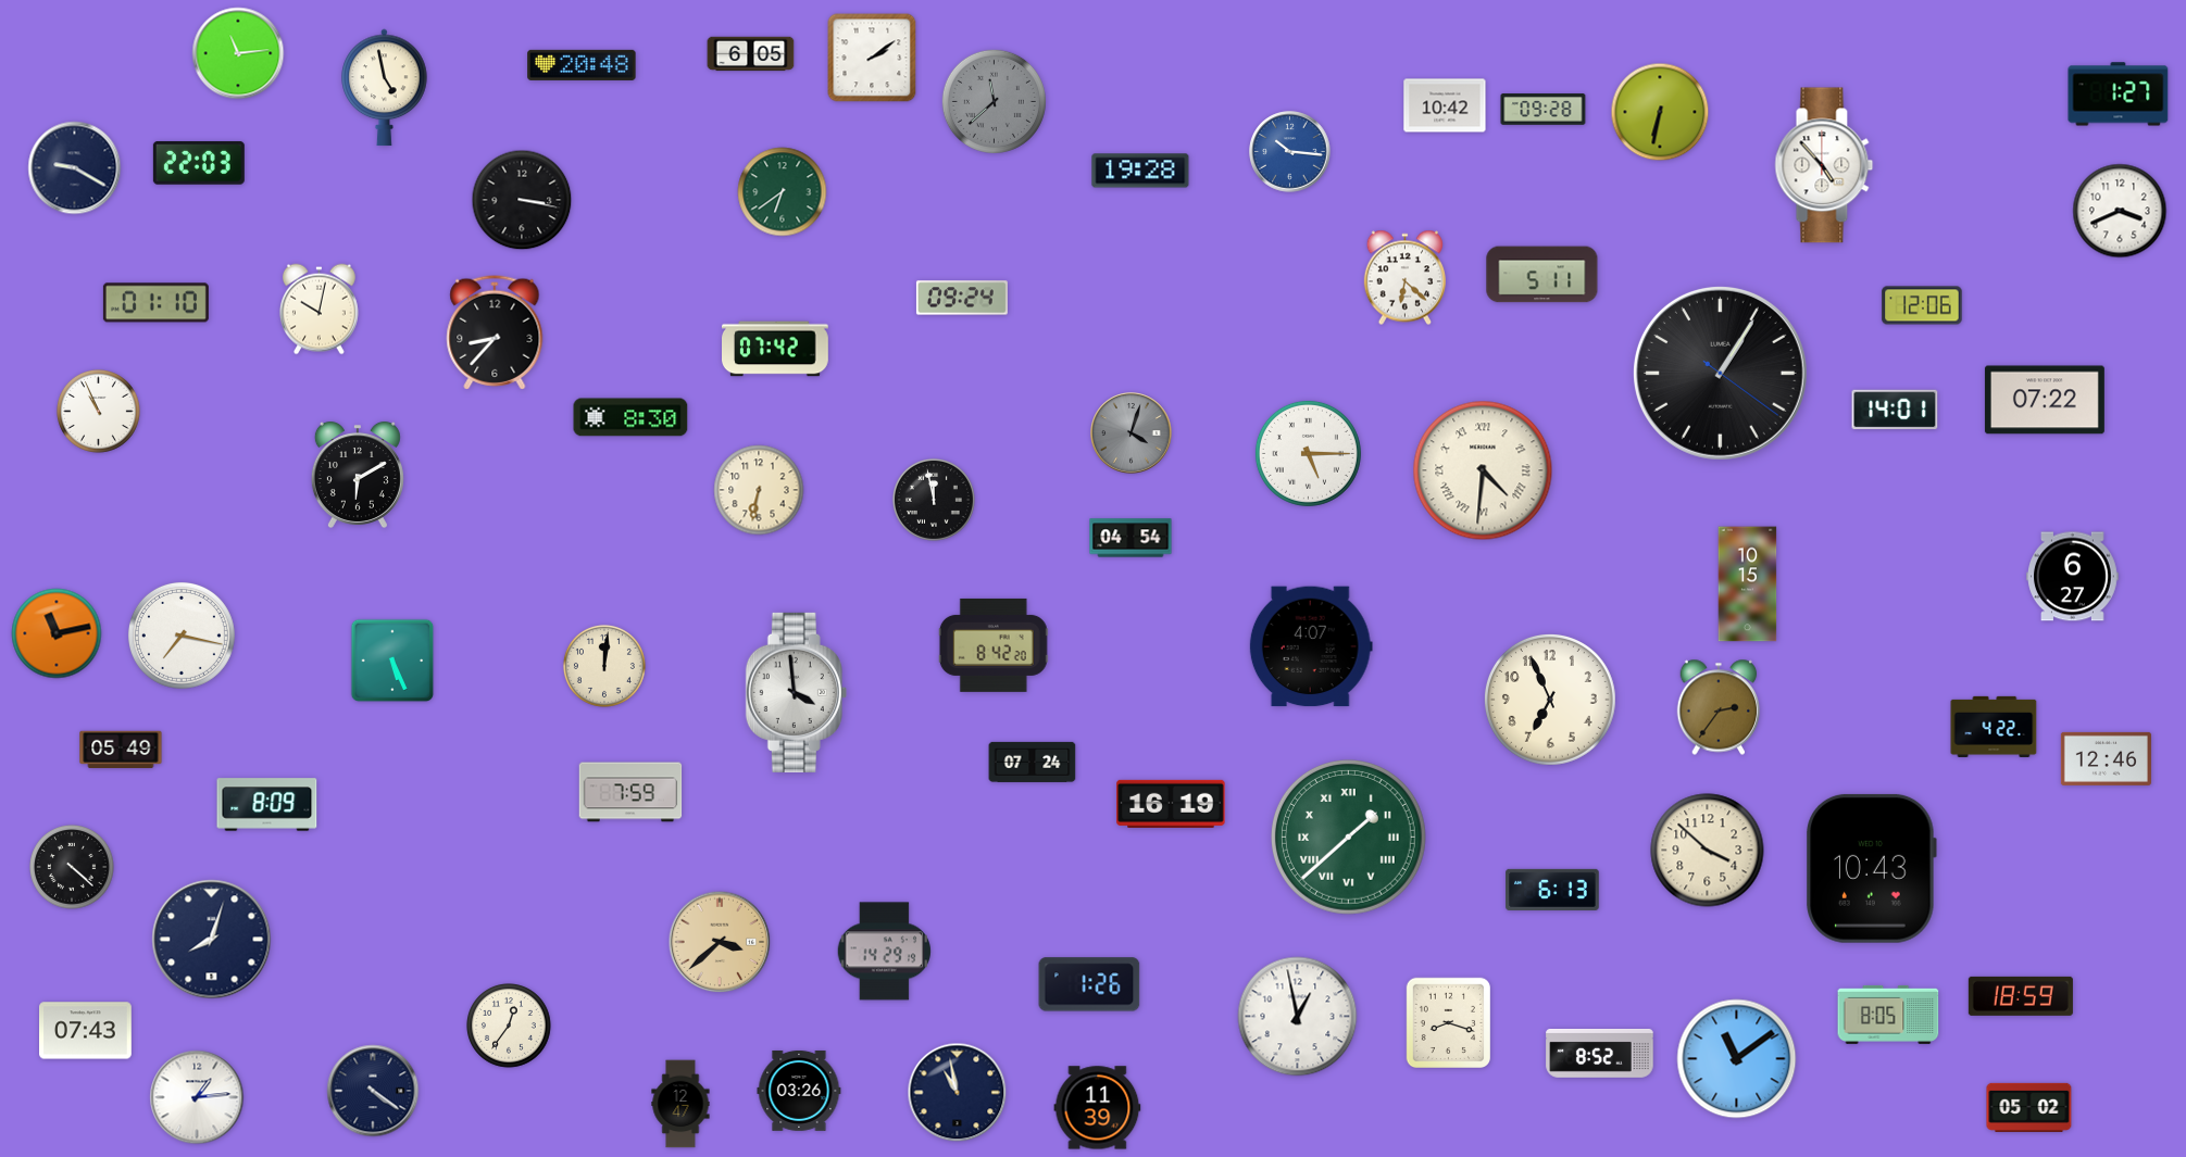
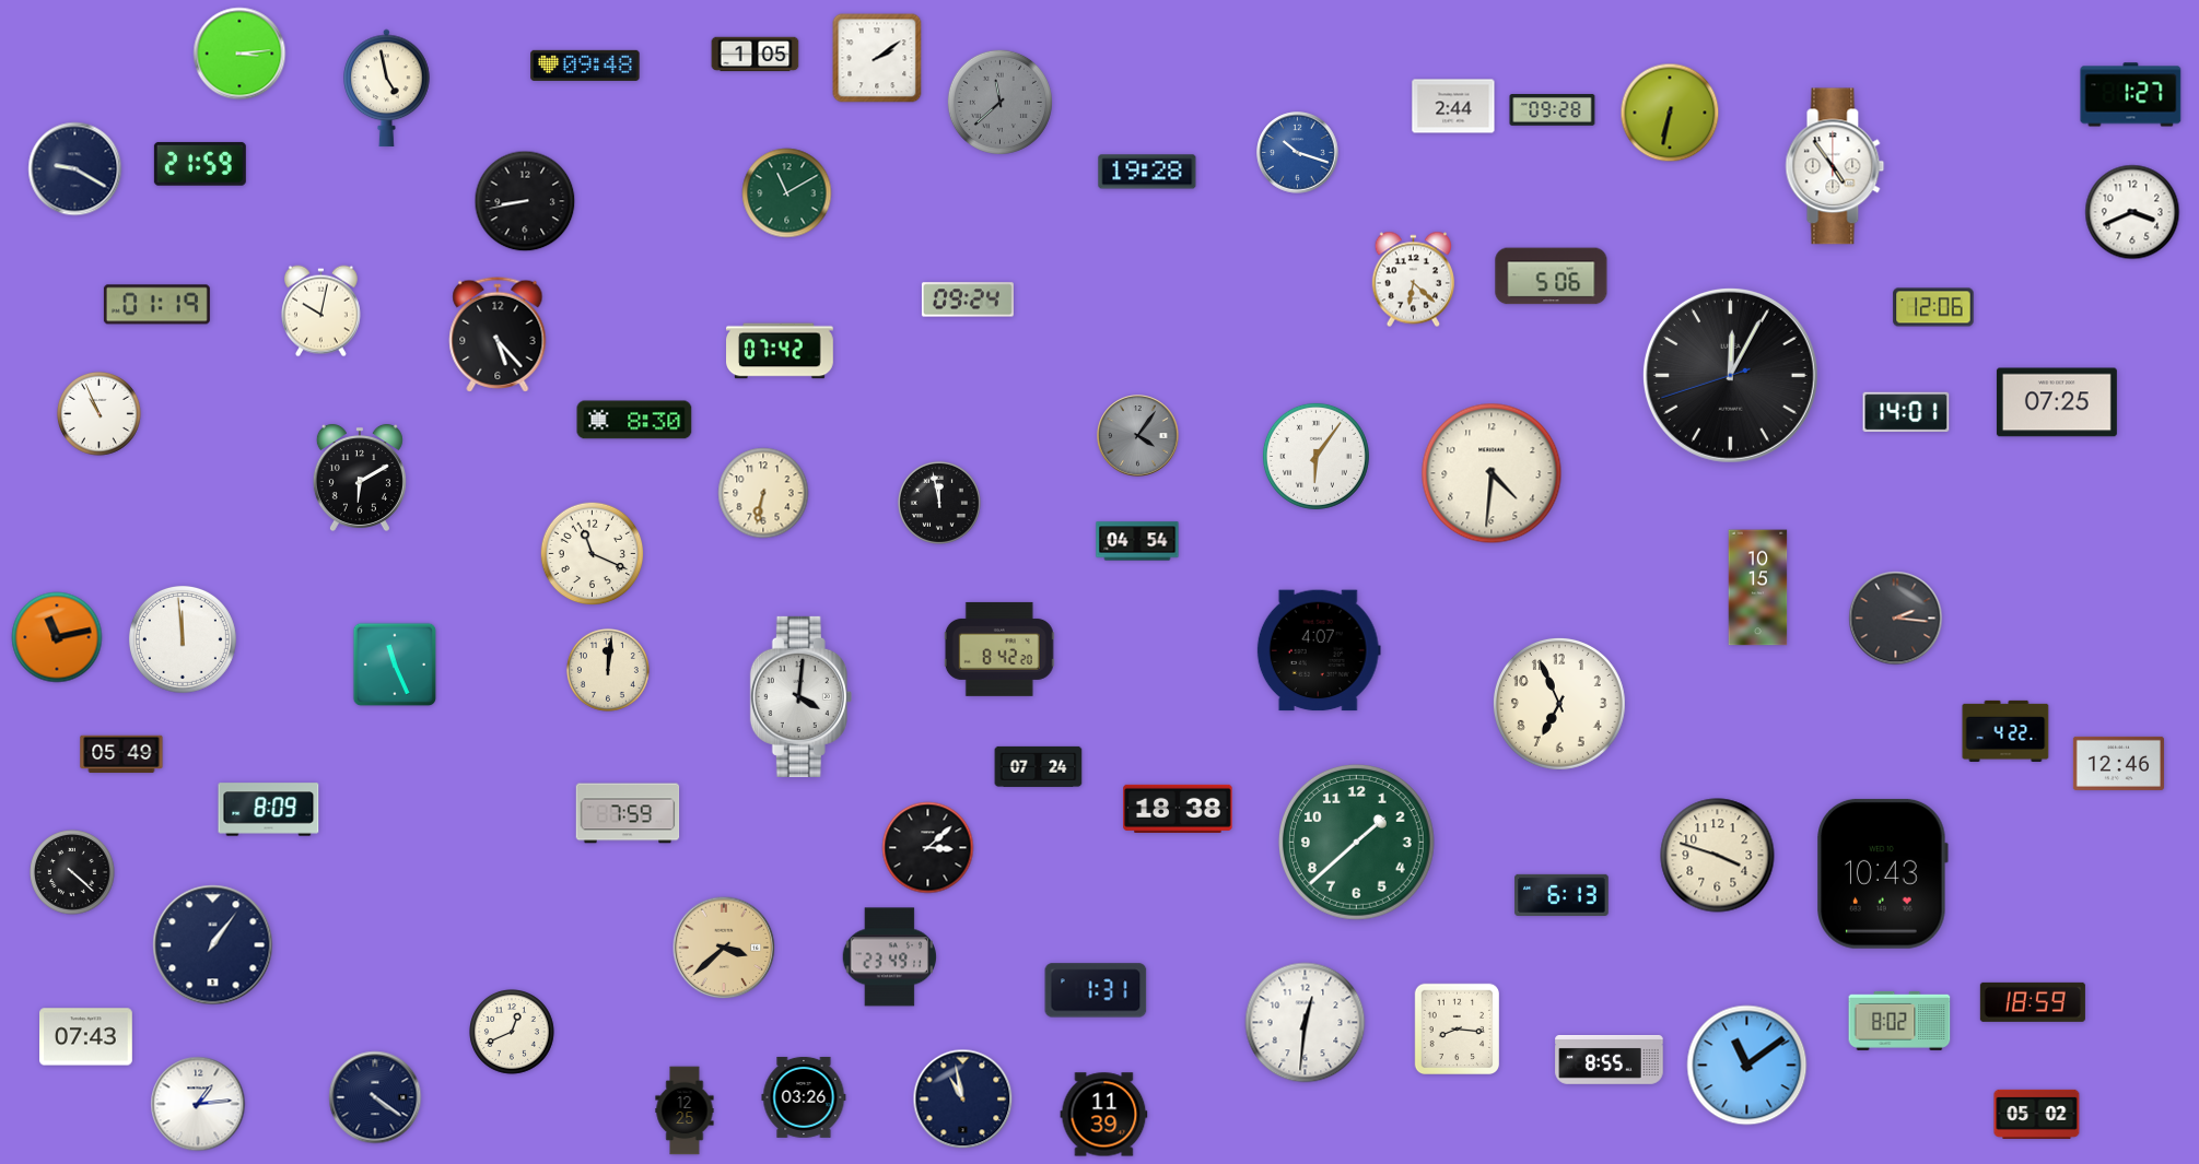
clock at (238, 53): 11:14 -> 3:14
clock at (751, 54): 6:05 -> 1:05
clock at (582, 65): 20:48 -> 09:48
clock at (1445, 105): 10:42 -> 2:44
clock at (1290, 152): 10:16 -> 10:18
clock at (199, 163): 22:03 -> 21:59
clock at (1824, 165): 4:53 -> 4:54
clock at (783, 192): 6:39 -> 11:10
clock at (522, 200): 3:17 -> 8:43
clock at (1542, 275): 5:11 -> 5:06
clock at (155, 303): 01:10 -> 01:19
clock at (495, 332): 8:37 -> 5:23
clock at (1720, 373): 1:05 -> 12:04
clock at (2045, 400): 07:22 -> 07:25
clock at (1132, 433): 4:03 -> 4:06
clock at (1308, 453): 5:15 -> 6:06
clock at (1483, 470) numerals: Roman -> Arabic
clock at (593, 554): none -> 11:19
clock at (2073, 577): 6:27 -> none
clock at (1896, 619): none -> 2:16
clock at (182, 636): 7:17 -> 11:59
clock at (392, 661): 5:26 -> 11:26
clock at (796, 692): 3:59 -> 4:01
clock at (1719, 707): 2:36 -> none
clock at (630, 792) position: (630, 792) -> (628, 813)
clock at (1171, 804): 16:19 -> 18:38
clock at (1348, 837) numerals: Roman -> Arabic
clock at (928, 848): none -> 3:08
clock at (1708, 851): 3:52 -> 3:48
clock at (212, 940): 8:03 -> 1:06
clock at (884, 952): 14:29 -> 23:49
clock at (1089, 984): 1:26 -> 1:31
clock at (1888, 1015): 8:05 -> 8:02
clock at (1298, 1017): 12:58 -> 12:31
clock at (1448, 1023): 8:18 -> 8:16
clock at (510, 1027): 12:36 -> 12:41
clock at (1600, 1054): 8:52 -> 8:55
clock at (680, 1104): 12:47 -> 12:25
clock at (2029, 1107) position: (2029, 1107) -> (2037, 1114)
